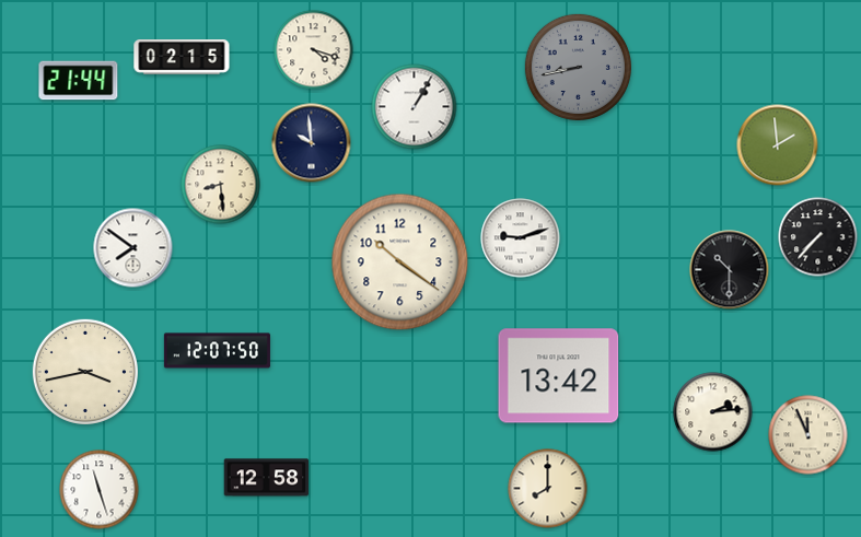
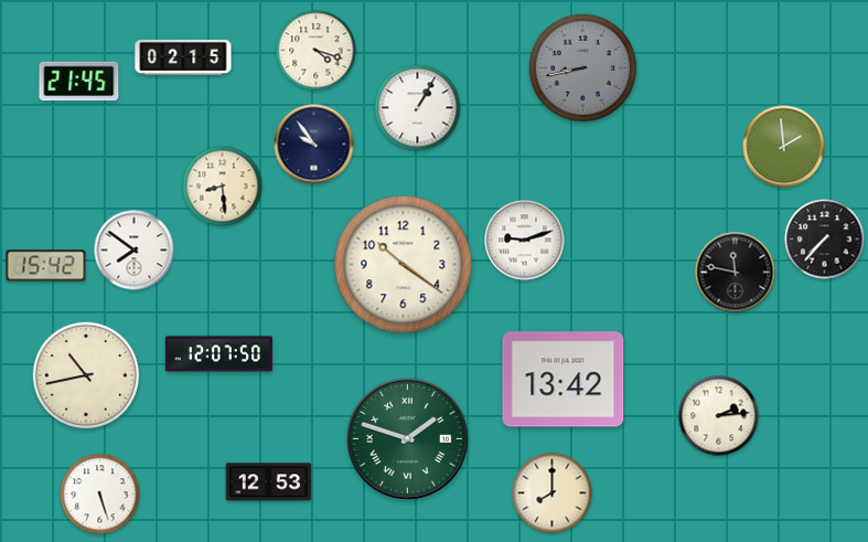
clock at (79, 81): 21:44 -> 21:45
clock at (312, 143): 9:59 -> 9:54
clock at (46, 266): none -> 15:42
clock at (730, 270): 10:30 -> 11:47
clock at (84, 371): 3:43 -> 10:43
clock at (407, 438): none -> 1:48
clock at (808, 435): 11:56 -> none
clock at (267, 478): 12:58 -> 12:53
clock at (100, 490): 11:27 -> 5:27
